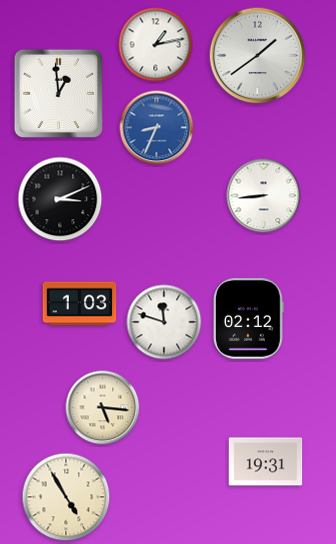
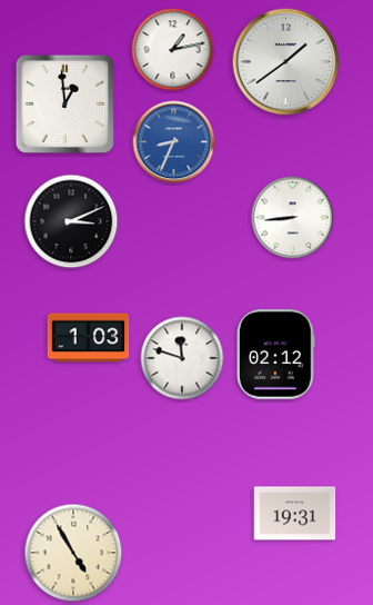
clock at (60, 199) position: (60, 199) -> (71, 221)
clock at (103, 408): 5:16 -> none
